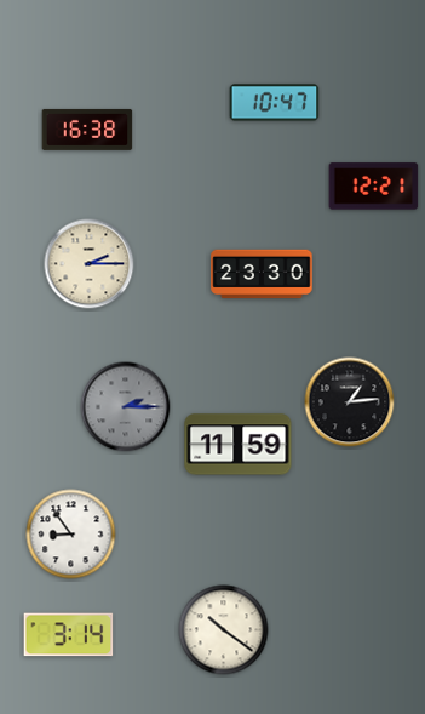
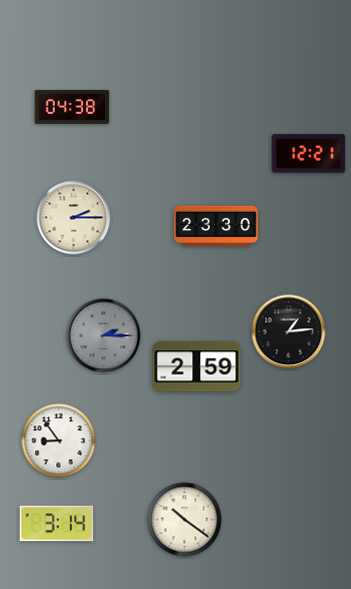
clock at (275, 103): 10:47 -> none
clock at (87, 130): 16:38 -> 04:38
clock at (239, 445): 11:59 -> 2:59
